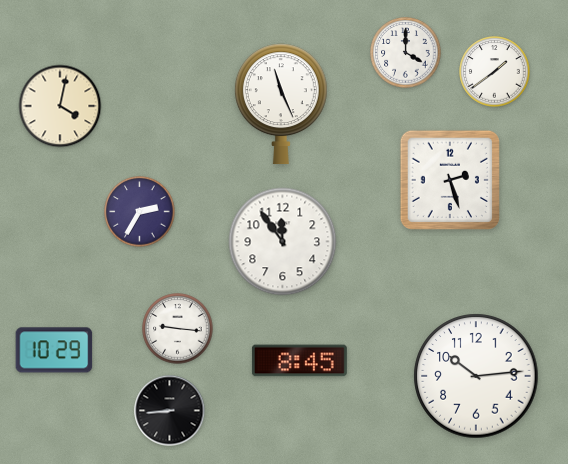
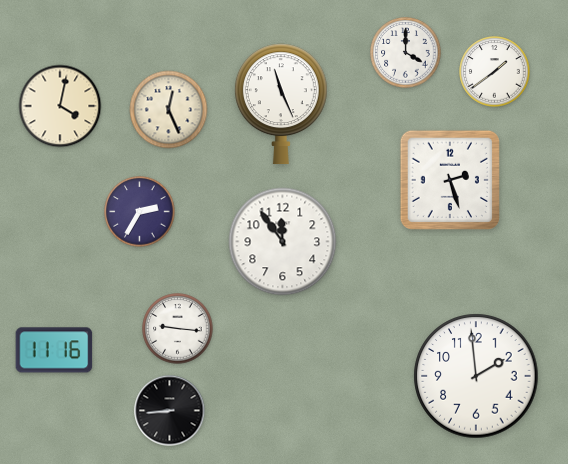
clock at (169, 110): none -> 12:26
clock at (54, 350): 10:29 -> 11:16
clock at (299, 361): 8:45 -> none
clock at (476, 376): 10:14 -> 1:59
